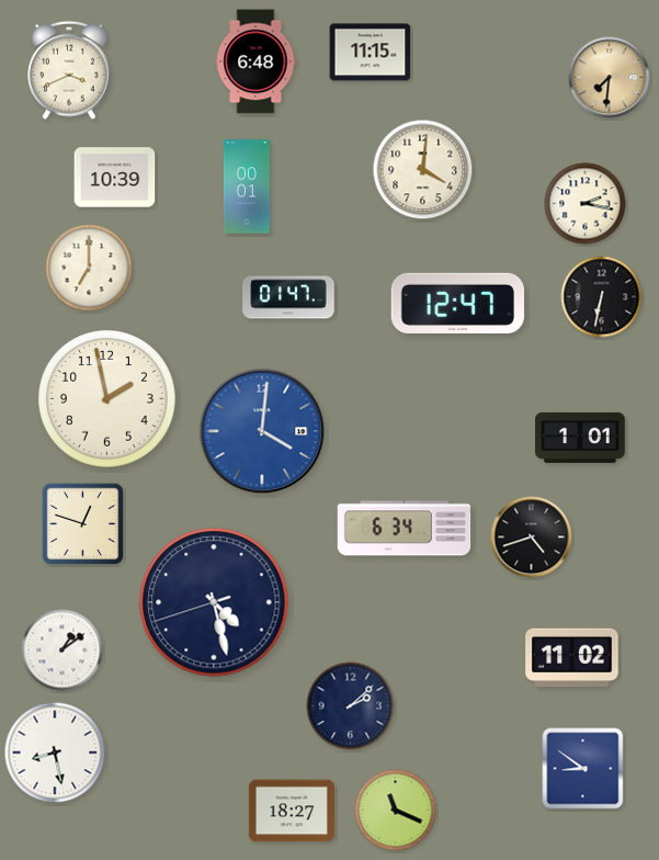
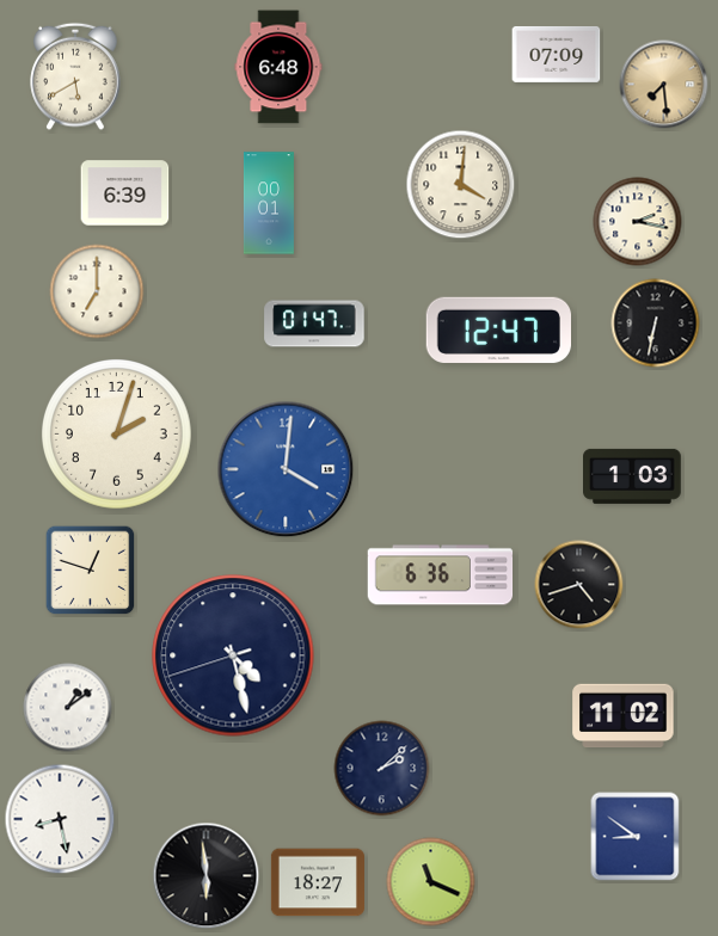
clock at (557, 54): none -> 07:09
clock at (371, 53): 11:15 -> none
clock at (69, 70): 3:41 -> 5:40
clock at (610, 78): 7:31 -> 7:29
clock at (115, 178): 10:39 -> 6:39
clock at (107, 399): 1:58 -> 2:03
clock at (580, 438): 1:01 -> 1:03
clock at (405, 529): 6:34 -> 6:36
clock at (207, 876): none -> 5:59
